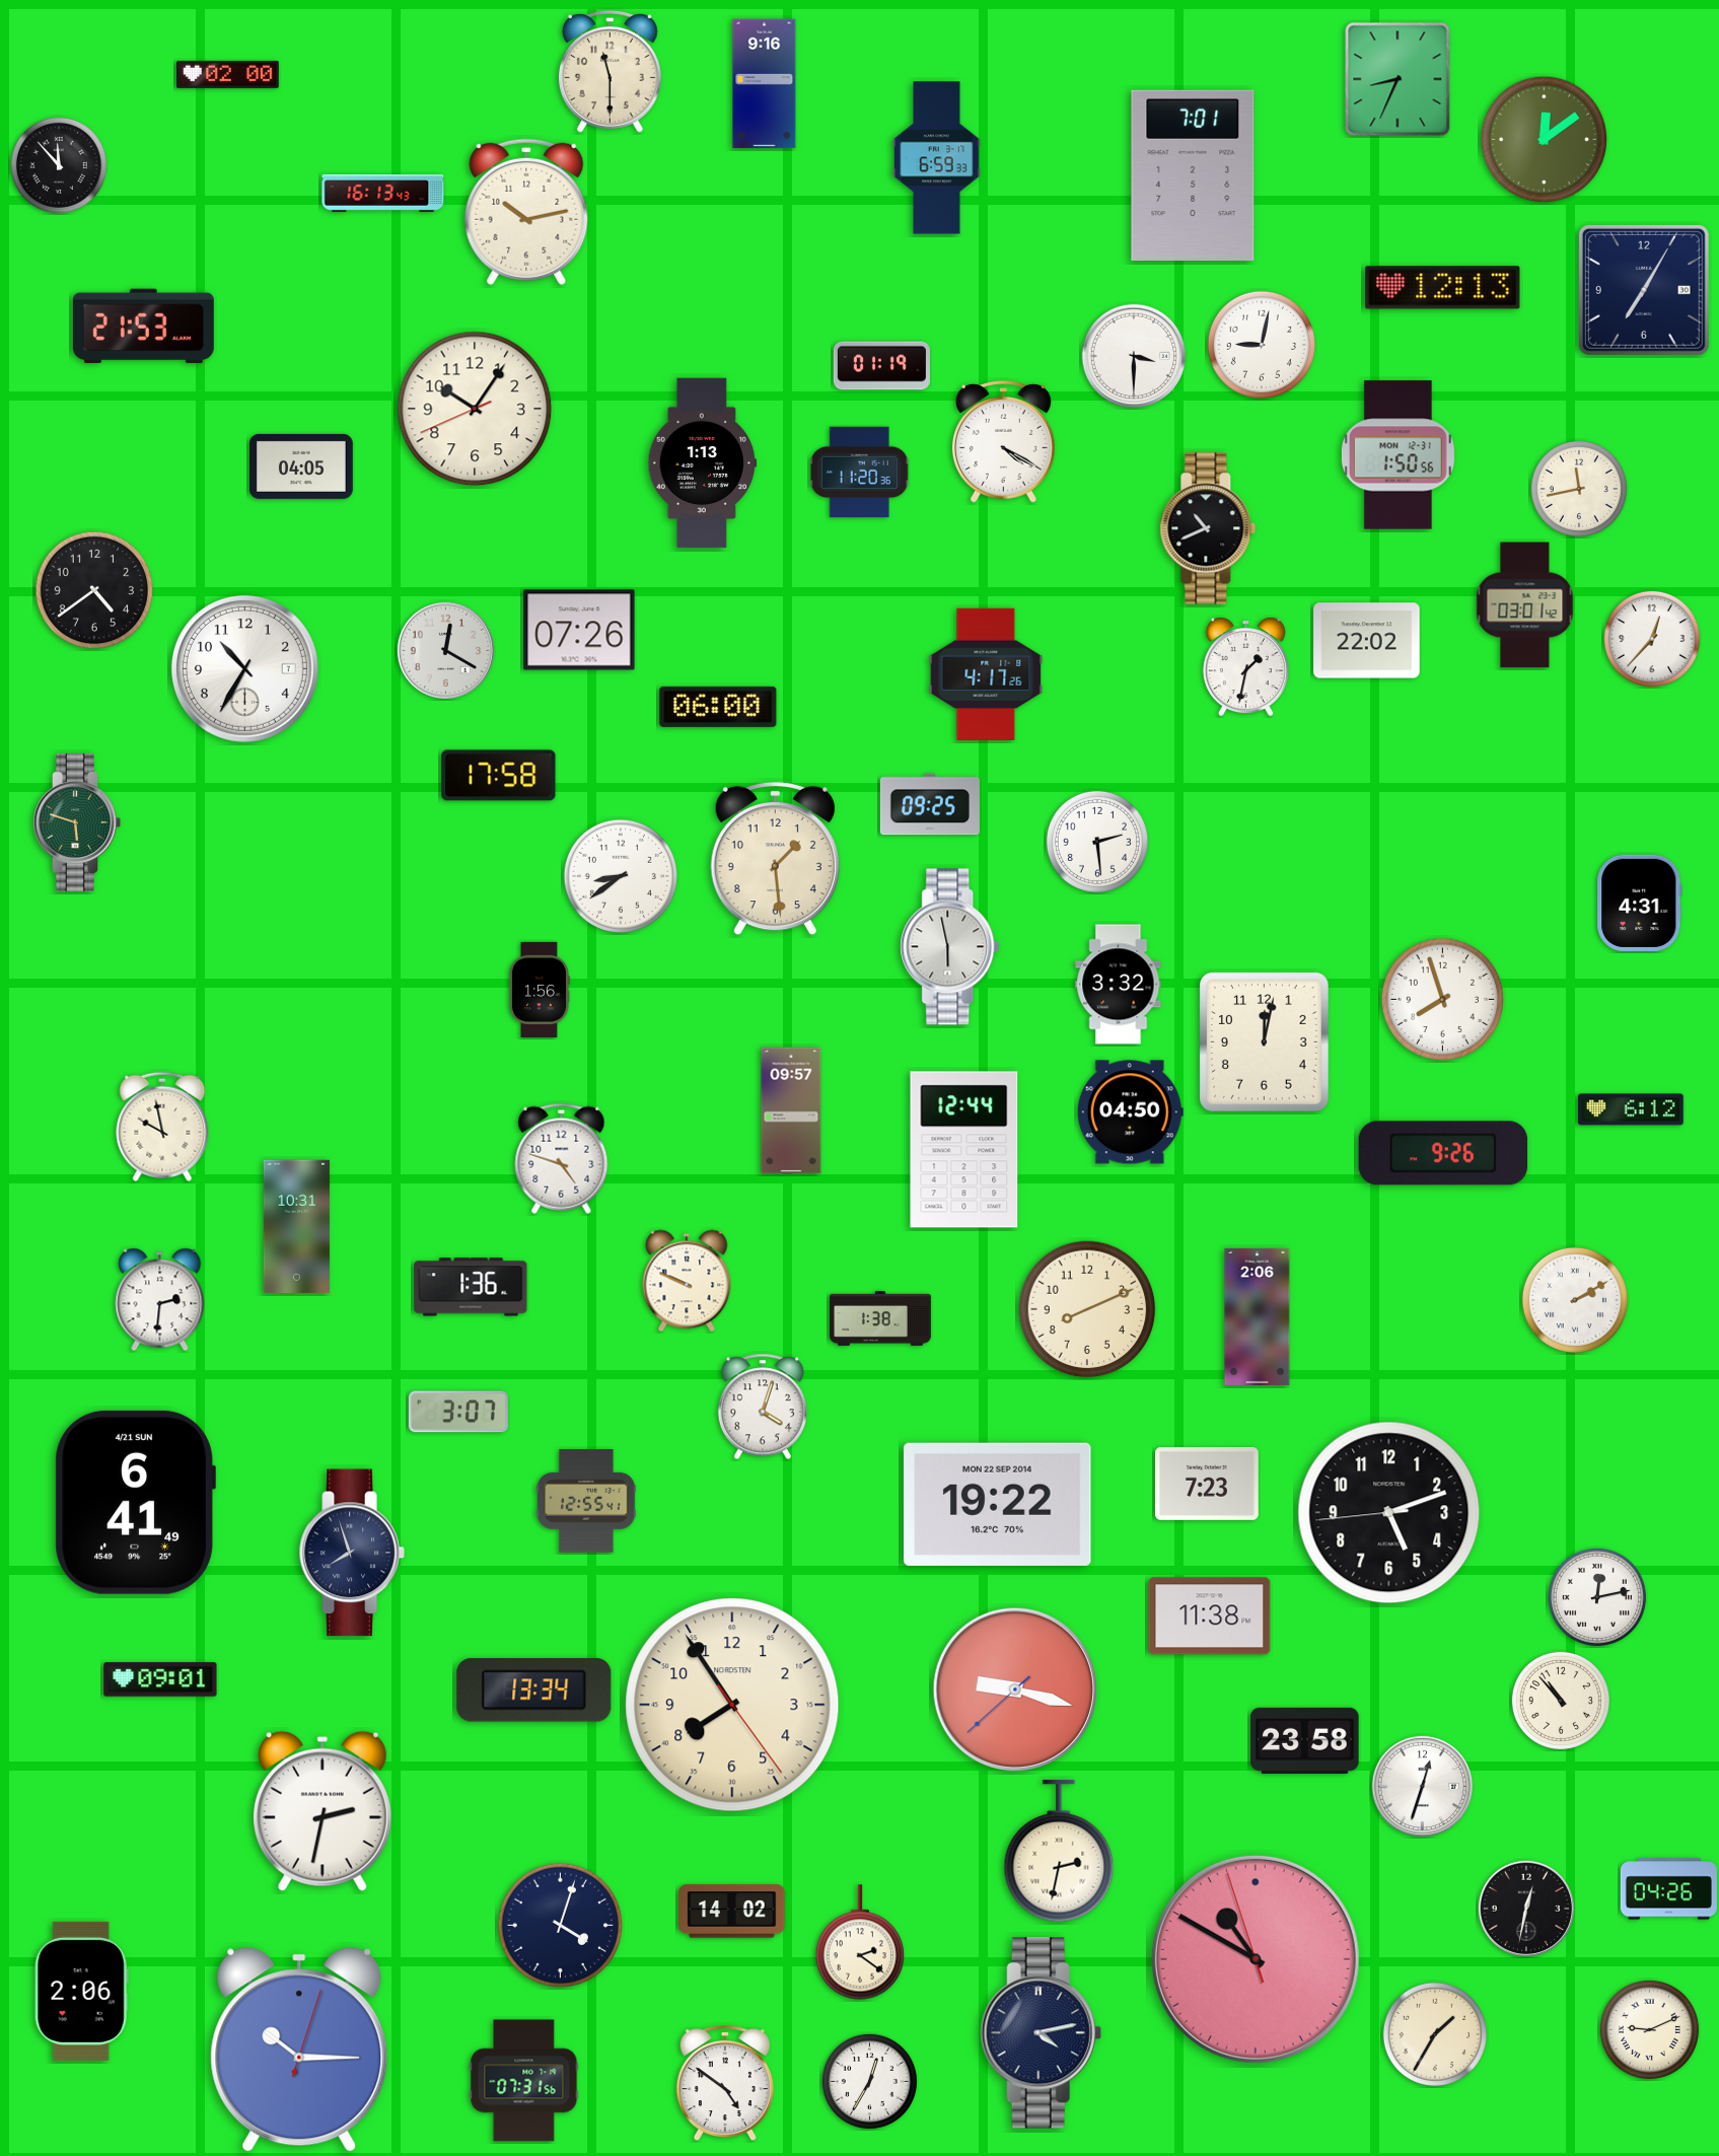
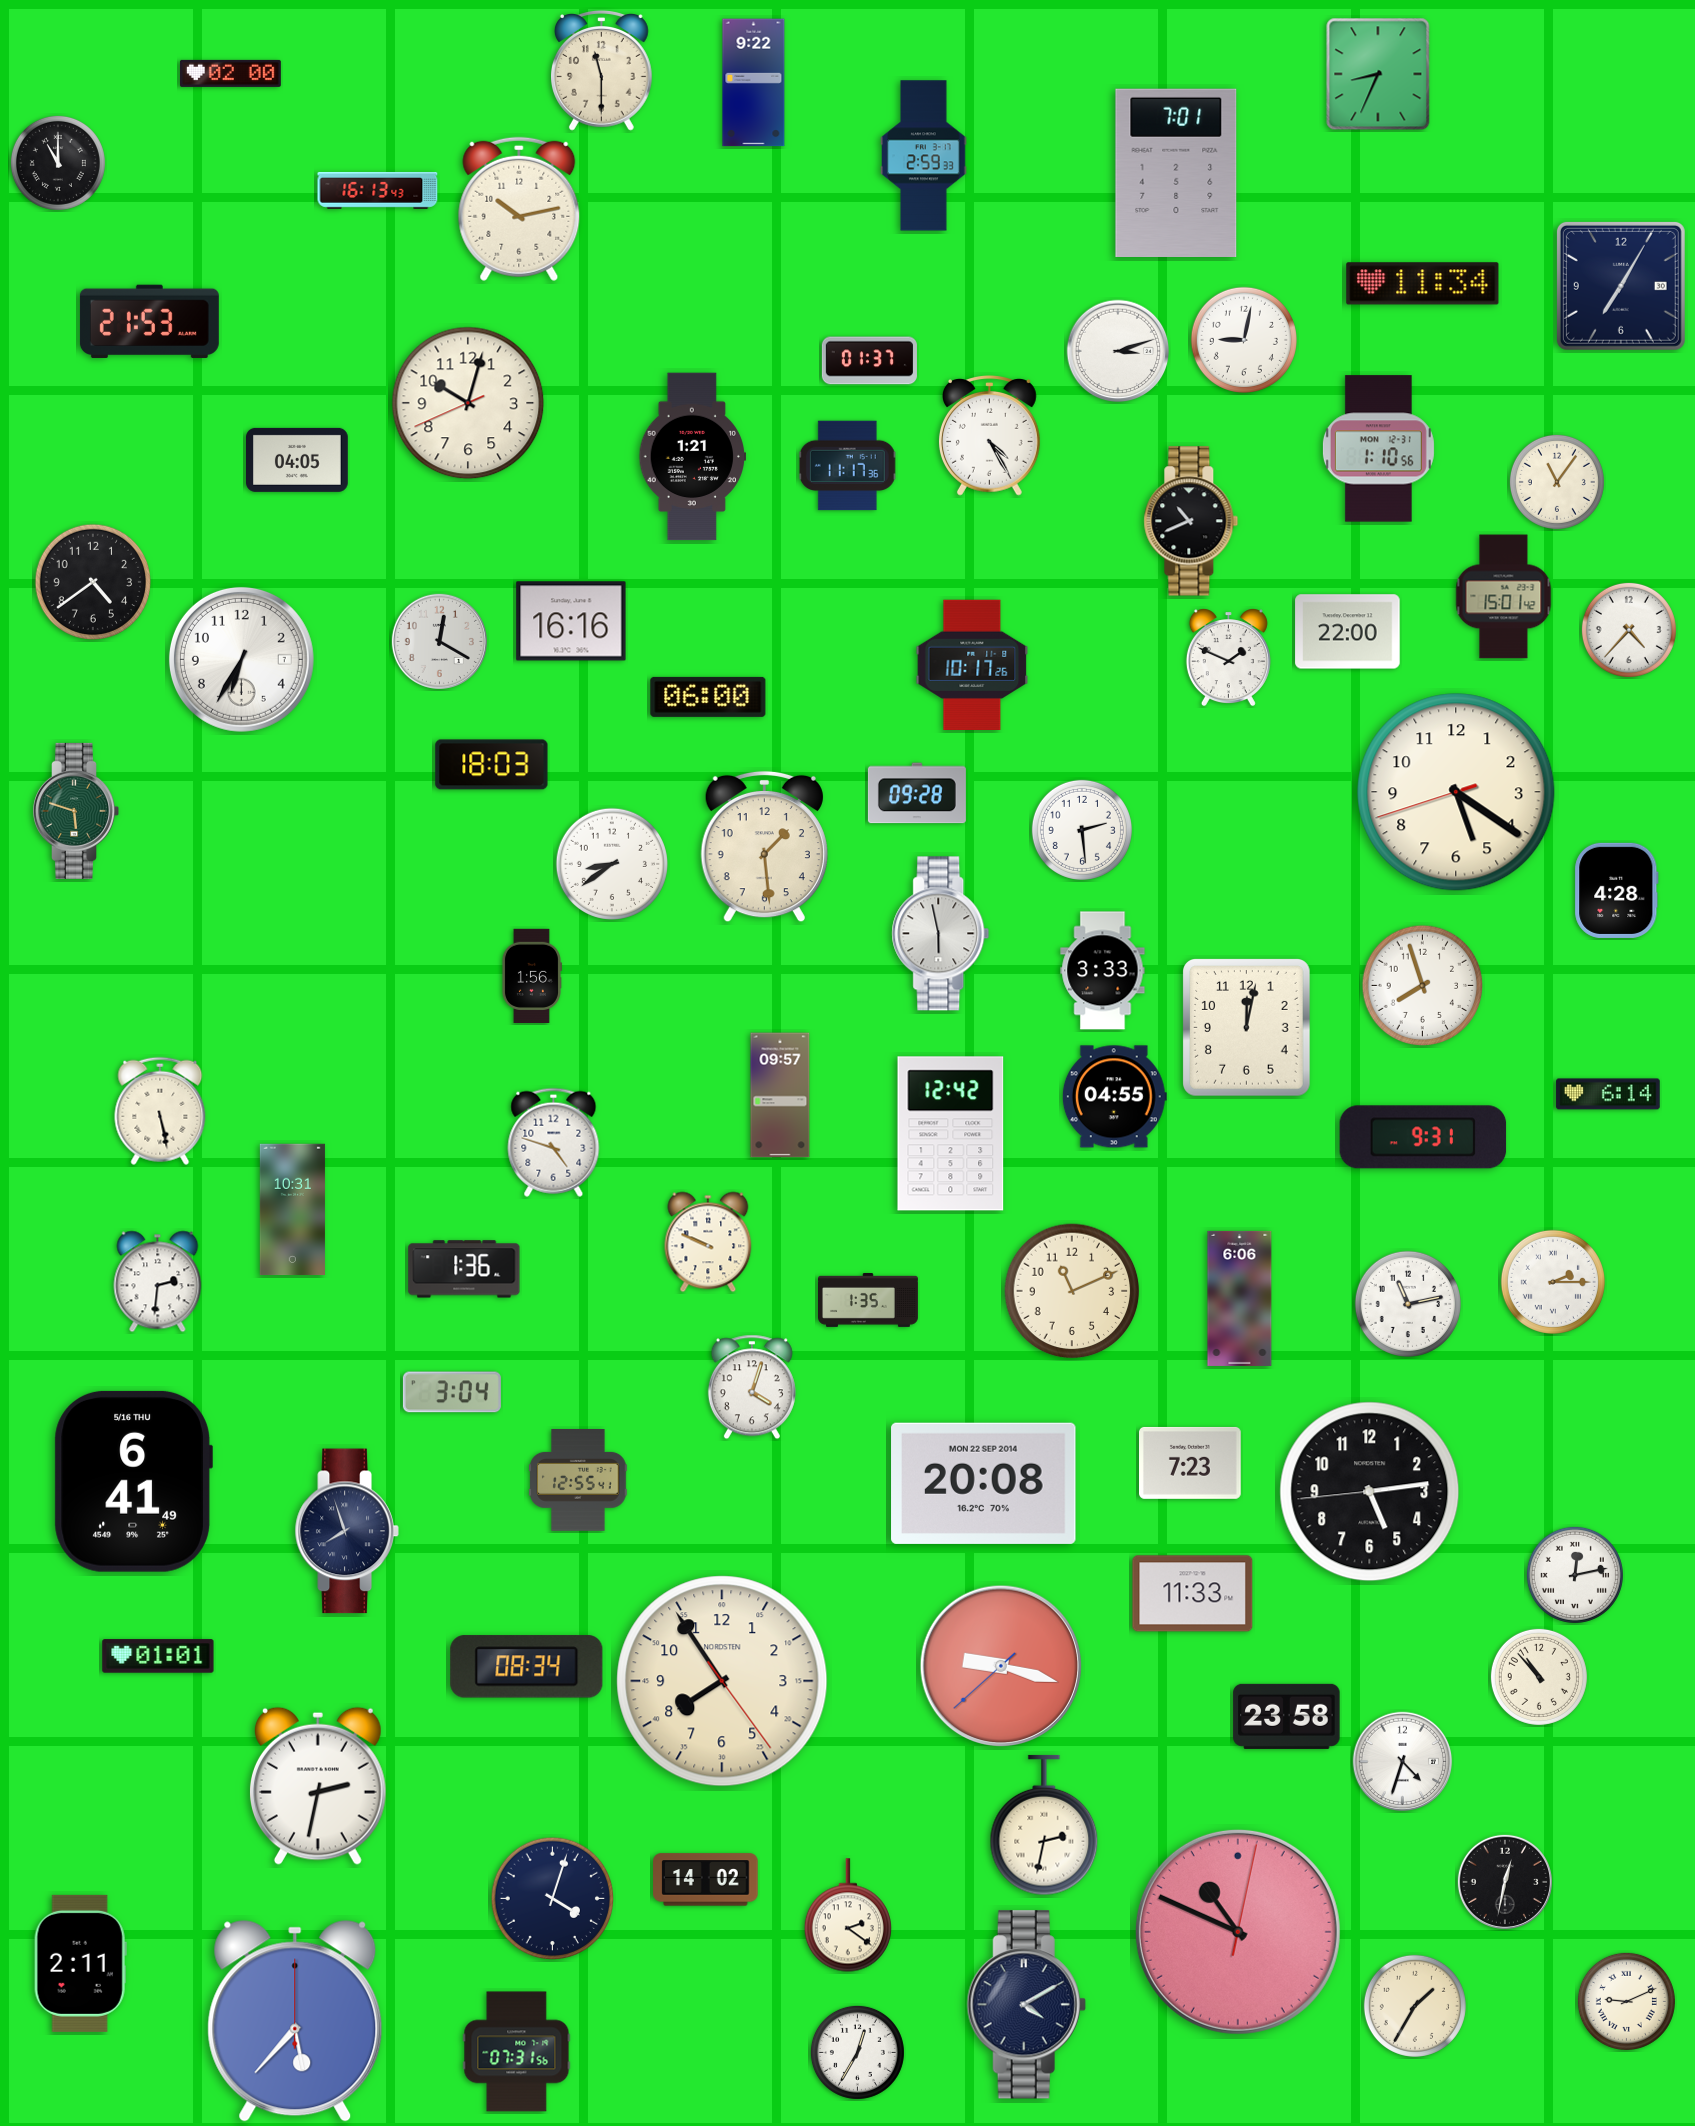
clock at (228, 74) position: (228, 74) -> (231, 73)
clock at (1398, 79) position: (1398, 79) -> (1378, 74)
clock at (765, 84): 9:16 -> 9:22
clock at (1545, 140): 12:09 -> none
clock at (937, 158): 6:59 -> 2:59
clock at (59, 165): 11:53 -> 11:00
clock at (1443, 288): 12:13 -> 11:34
clock at (143, 326) position: (143, 326) -> (149, 321)
clock at (1134, 356): 3:30 -> 3:12
clock at (881, 366): 01:19 -> 01:37
clock at (475, 409): 10:05 -> 10:02
clock at (1003, 442): 4:20 -> 4:25
clock at (1398, 455): 1:50 -> 1:10
clock at (702, 463): 1:13 -> 1:21
clock at (860, 473): 11:20 -> 11:17
clock at (1579, 489): 11:43 -> 11:06
clock at (1525, 605): 03:01 -> 15:01
clock at (579, 630): 07:26 -> 16:16
clock at (1652, 639): 12:37 -> 4:37
clock at (1367, 641): 22:02 -> 22:00
clock at (1245, 667): 1:32 -> 1:49
clock at (244, 668): 10:35 -> 6:35
clock at (986, 674): 4:17 -> 10:17
clock at (499, 776): 17:58 -> 18:03
clock at (1456, 792): none -> 5:20
clock at (930, 804): 09:25 -> 09:28
clock at (1640, 903): 4:31 -> 4:28
clock at (950, 947) position: (950, 947) -> (941, 934)
clock at (1119, 985): 3:32 -> 3:33
clock at (1631, 1109): 6:12 -> 6:14
clock at (1130, 1112): 04:50 -> 04:55
clock at (162, 1127): 9:58 -> 5:28
clock at (964, 1150): 12:44 -> 12:42
clock at (1443, 1153): 9:26 -> 9:31
clock at (687, 1281) position: (687, 1281) -> (708, 1242)
clock at (1575, 1300): 2:10 -> 2:15
clock at (1087, 1309): 8:11 -> 11:11
clock at (1258, 1316): 2:06 -> 6:06
clock at (881, 1319): 1:38 -> 1:35
clock at (1408, 1304): none -> 11:13
clock at (458, 1412): 3:07 -> 3:04
clock at (135, 1502) date: 4/21 SUN -> 5/16 THU
clock at (998, 1504): 19:22 -> 20:08
clock at (1389, 1513): 5:11 -> 5:13
clock at (1210, 1616): 11:38 -> 11:33
clock at (160, 1679): 09:01 -> 01:01
clock at (534, 1691): 13:34 -> 08:34
clock at (1423, 1787): 12:33 -> 4:33
clock at (1668, 1889): 04:26 -> none
clock at (732, 1912) position: (732, 1912) -> (706, 1880)
clock at (1256, 1959): 10:49:57 -> 10:49:02
clock at (81, 1991): 2:06 -> 2:11
clock at (1041, 2033): 4:13 -> 4:10
clock at (299, 2050): 10:15 -> 5:37
clock at (725, 2083): 4:51 -> none
